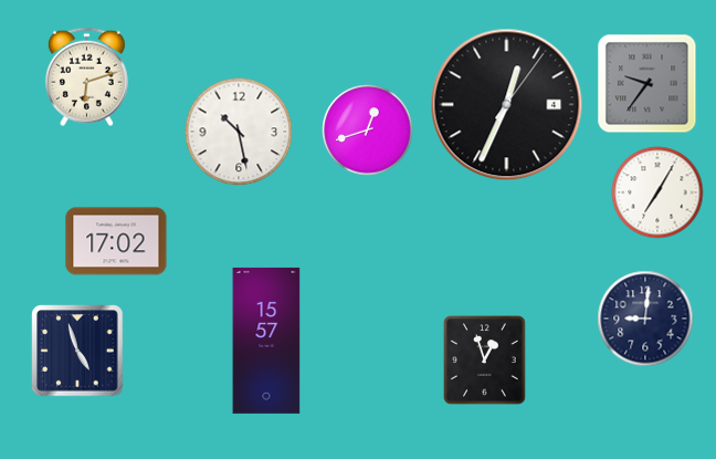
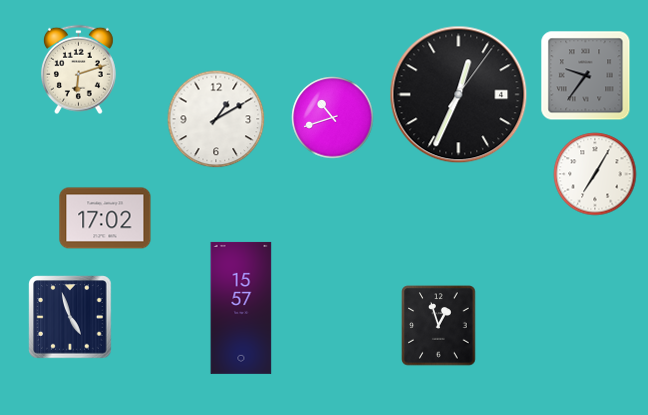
clock at (368, 131): 12:42 -> 10:42
clock at (239, 132): 10:28 -> 1:10
clock at (645, 319): 9:01 -> none
